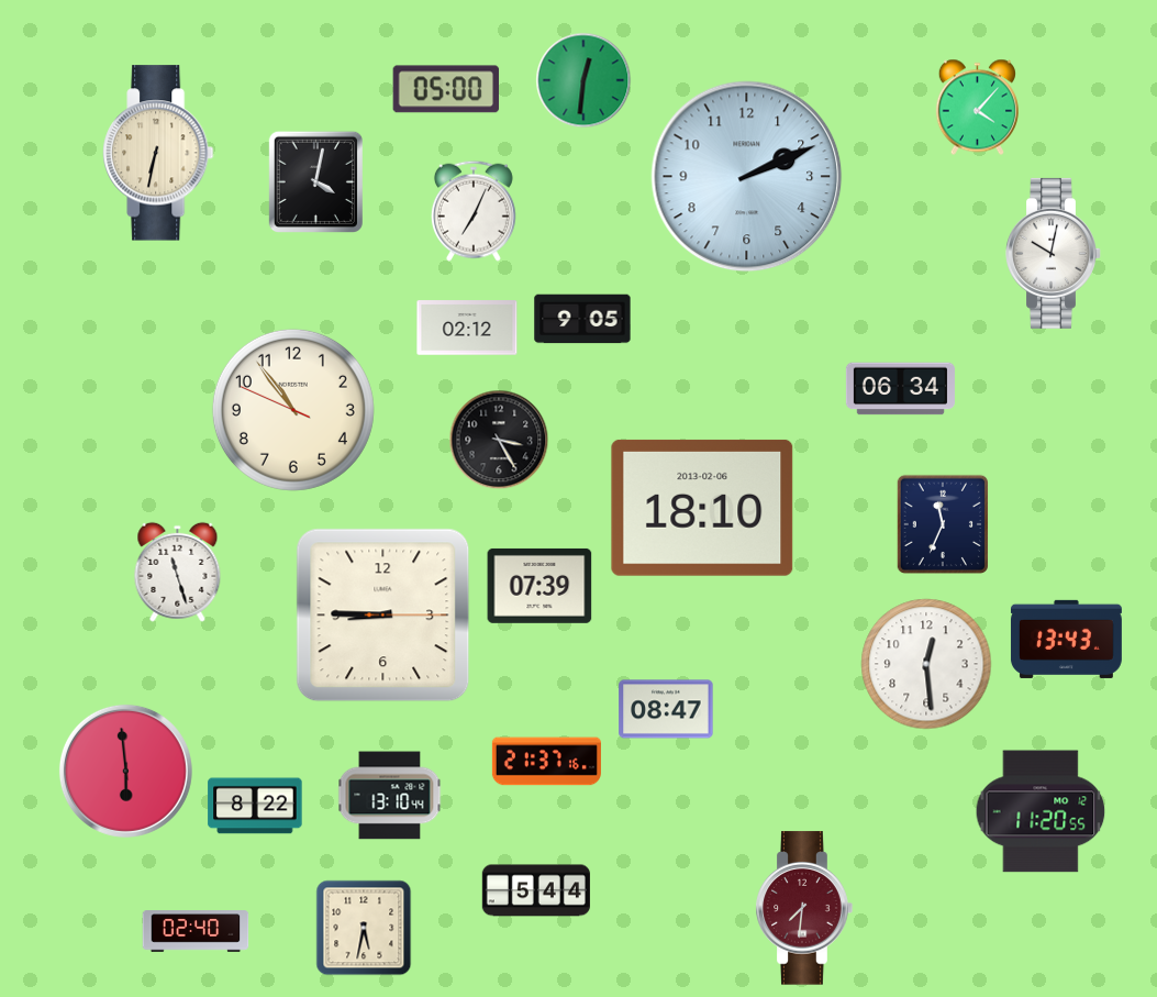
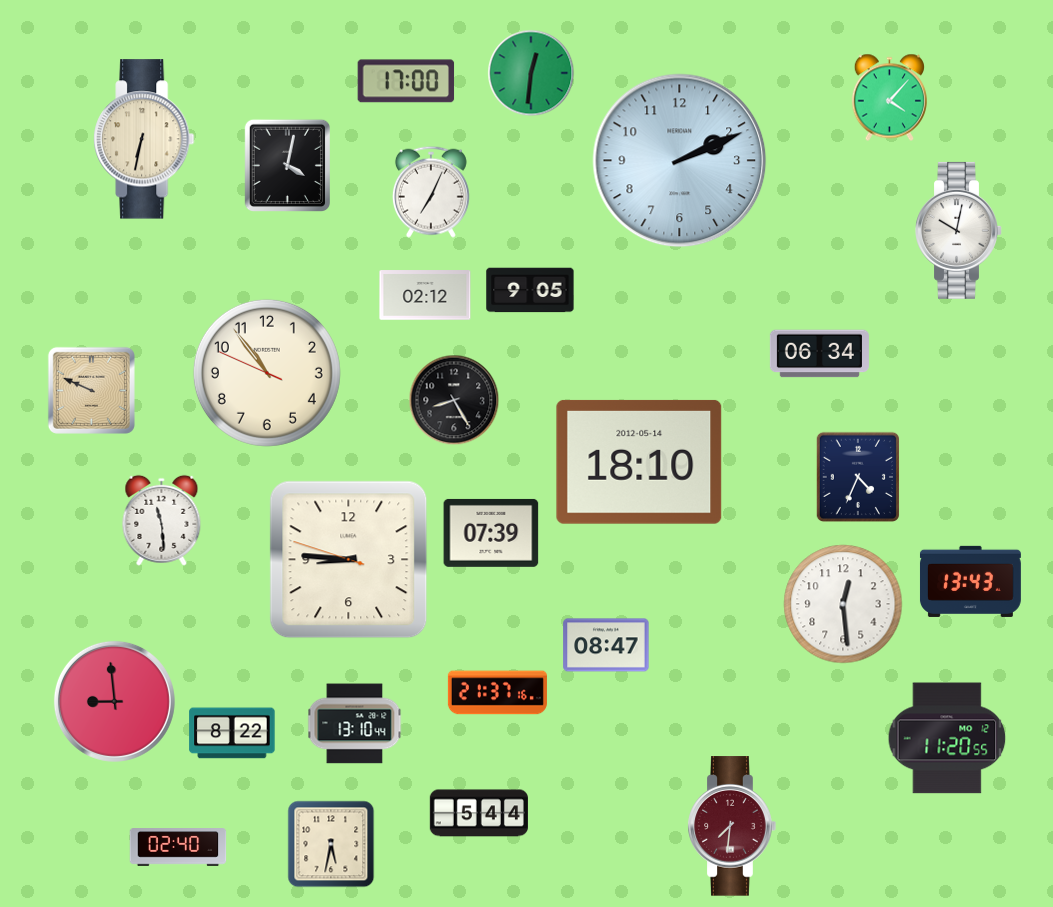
clock at (446, 89): 05:00 -> 17:00
clock at (467, 328) position: (467, 328) -> (425, 295)
clock at (91, 390): none -> 9:49
clock at (499, 440): 3:25 -> 8:25
clock at (702, 508) date: 2013-02-06 -> 2012-05-14
clock at (942, 523): 11:34 -> 4:34
clock at (178, 572): 11:27 -> 11:29
clock at (383, 616): 8:45:15 -> 8:45:48
clock at (125, 771): 5:59 -> 8:59
clock at (536, 890) position: (536, 890) -> (479, 813)
